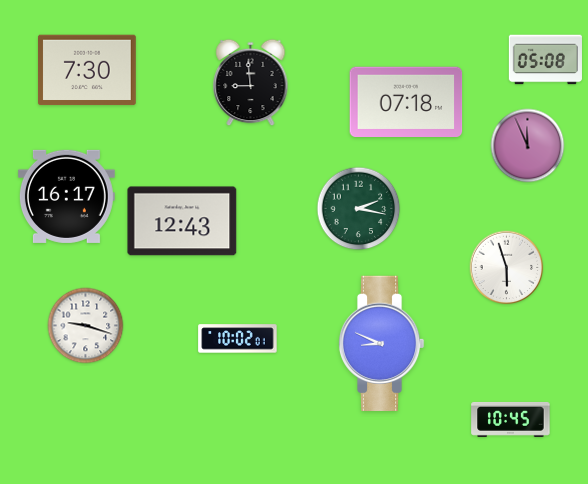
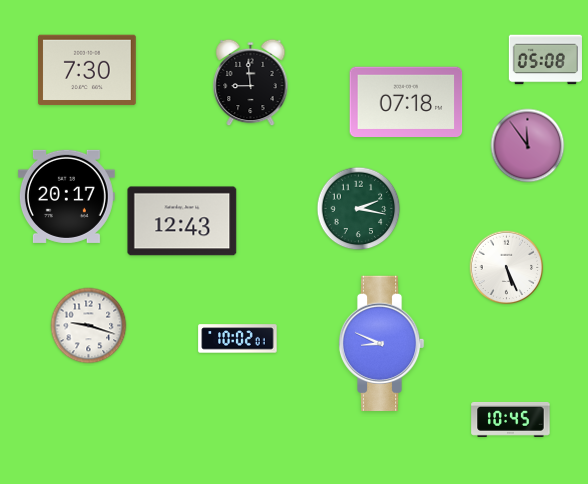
clock at (528, 146): 11:56 -> 11:54
clock at (66, 196): 16:17 -> 20:17
clock at (507, 268): 5:57 -> 5:26
clock at (86, 326) position: (86, 326) -> (89, 326)
